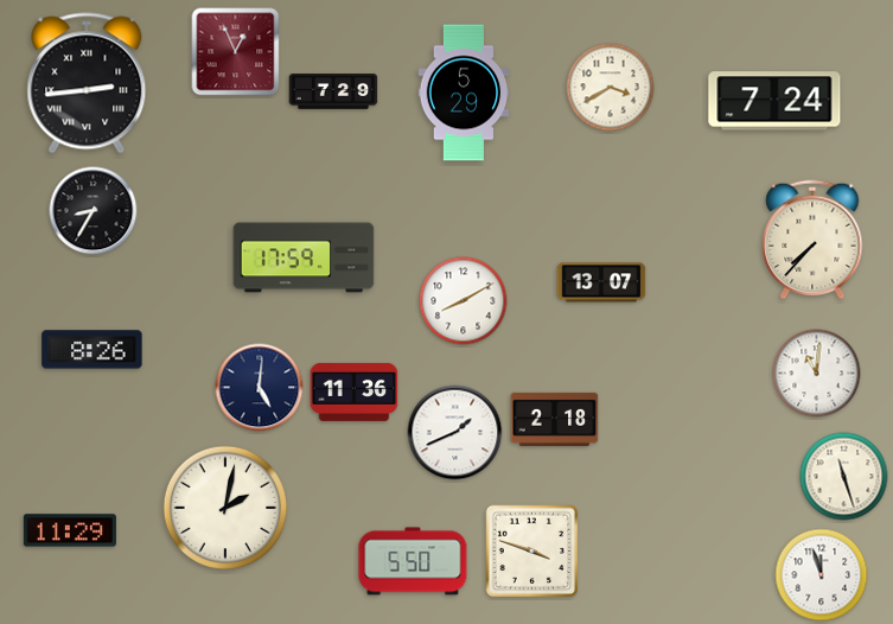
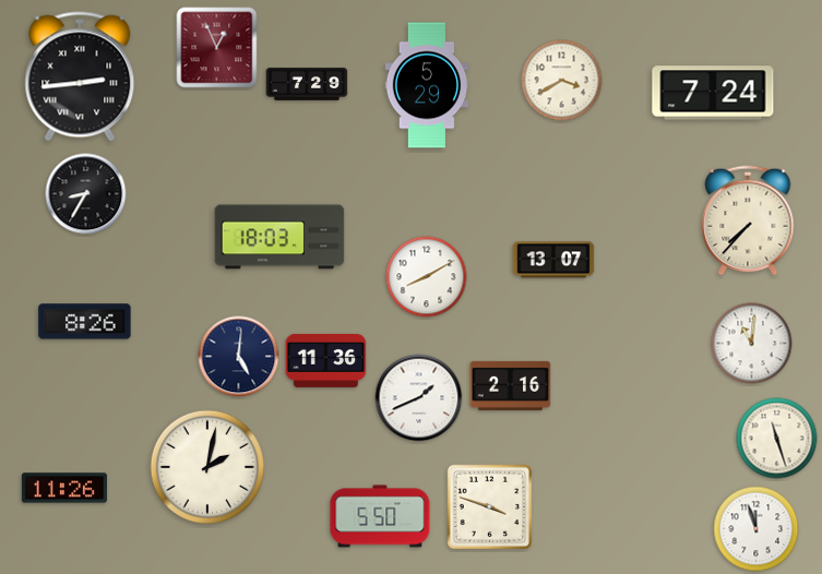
clock at (304, 257): 17:59 -> 18:03
clock at (555, 419): 2:18 -> 2:16
clock at (70, 530): 11:29 -> 11:26
